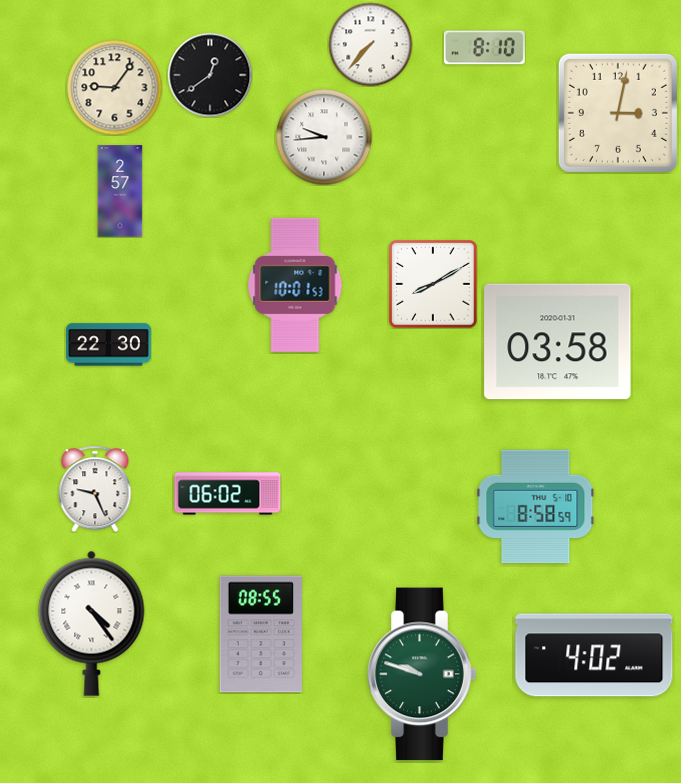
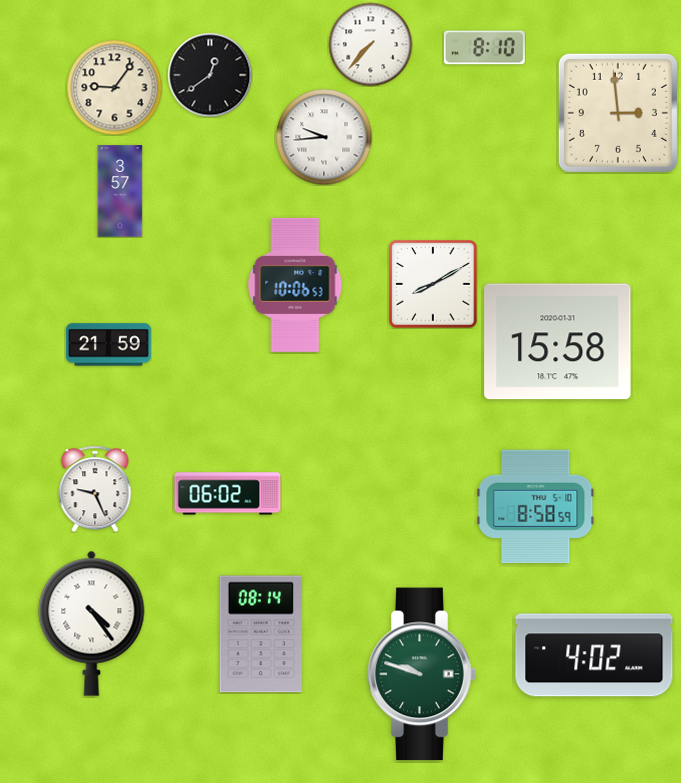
clock at (618, 113): 3:02 -> 2:59
clock at (120, 191): 2:57 -> 3:57
clock at (295, 285): 10:01 -> 10:06
clock at (558, 342): 03:58 -> 15:58
clock at (109, 345): 22:30 -> 21:59
clock at (260, 634): 08:55 -> 08:14
